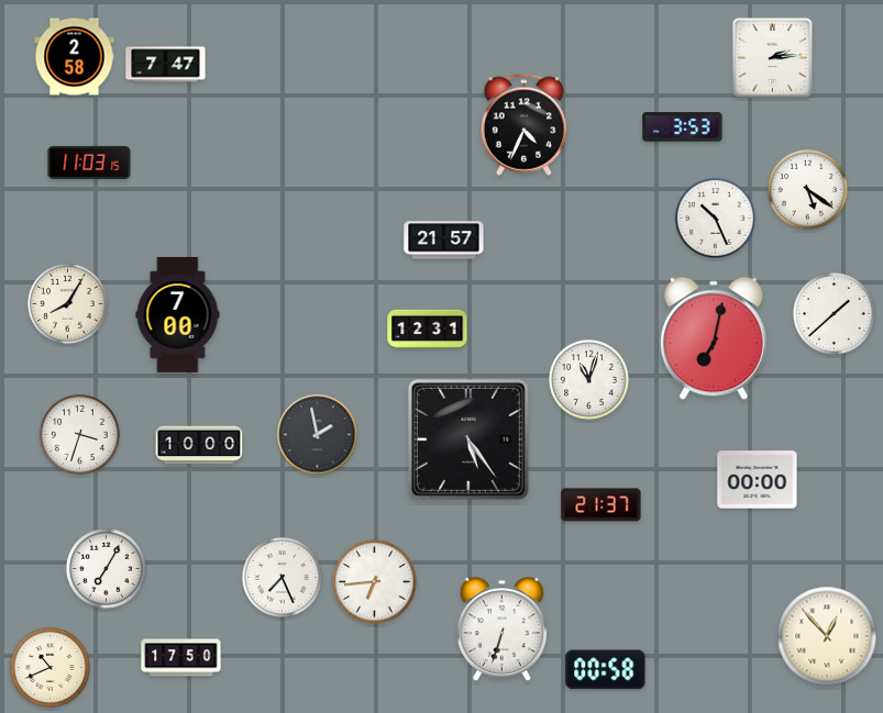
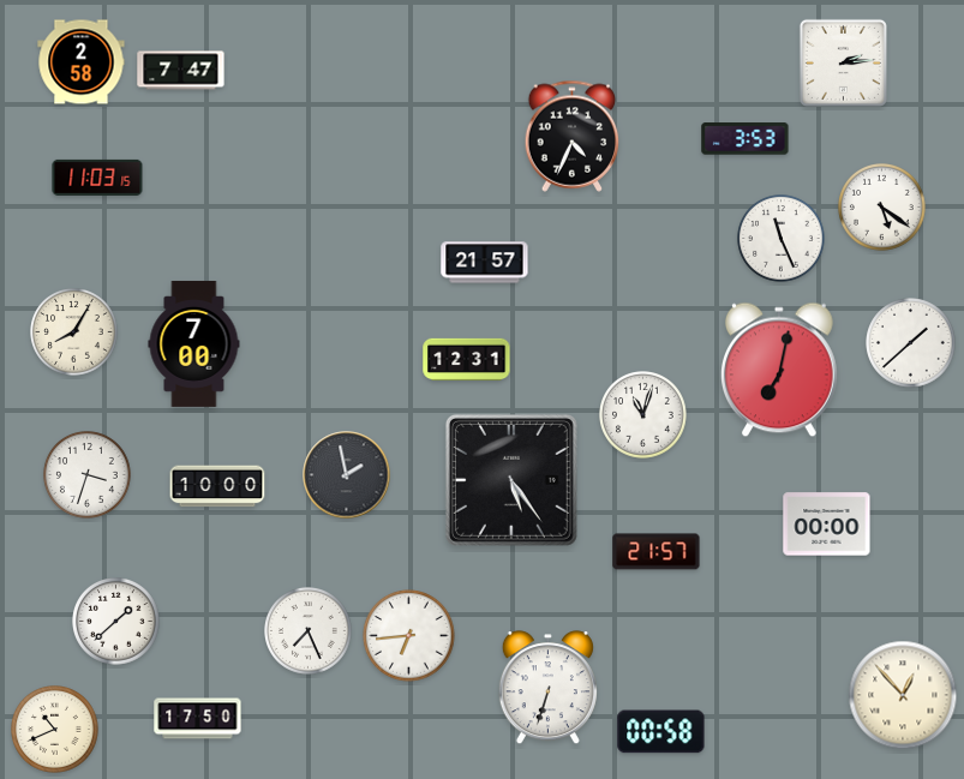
clock at (716, 219): 10:26 -> 11:26
clock at (601, 505): 21:37 -> 21:57
clock at (107, 569): 7:05 -> 1:38
